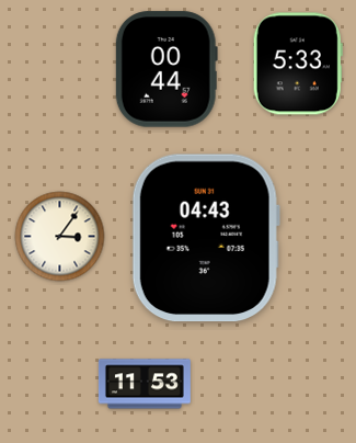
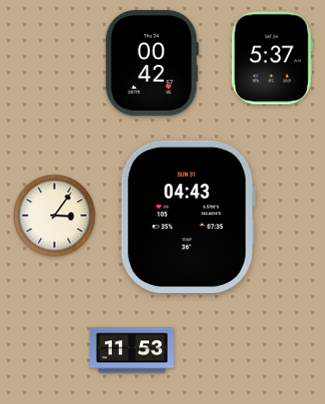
clock at (298, 64): 5:33 -> 5:37
clock at (166, 69): 00:44 -> 00:42
